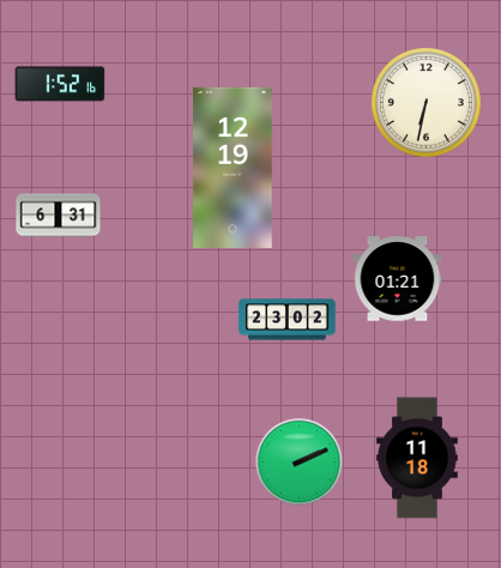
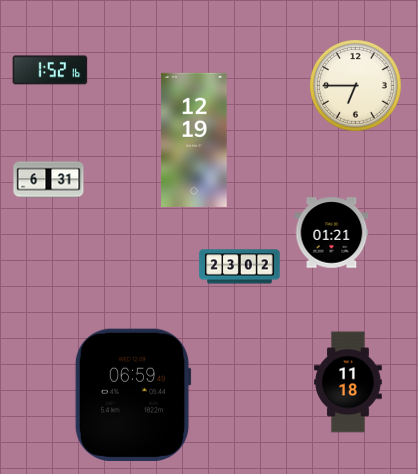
clock at (427, 103): 6:32 -> 6:45
clock at (300, 463): 2:11 -> none
clock at (133, 394): none -> 06:59
